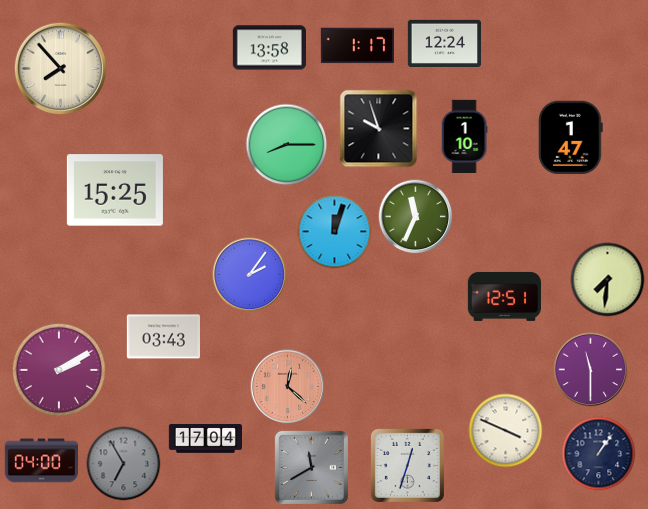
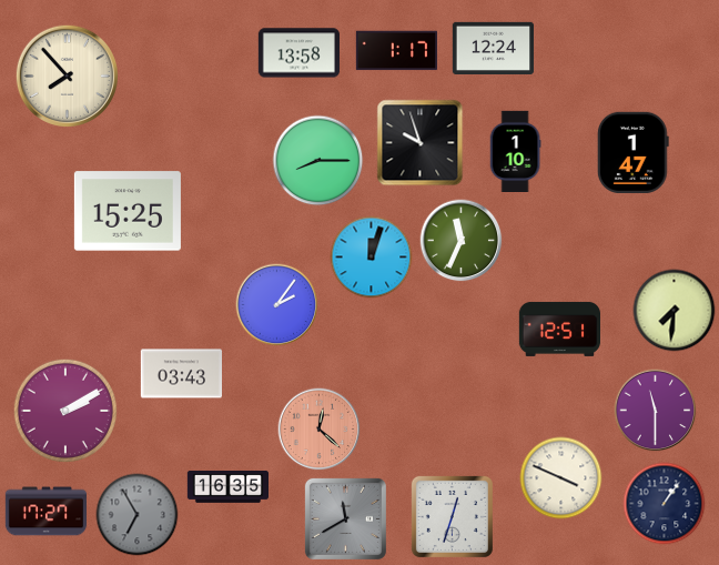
clock at (205, 439): 17:04 -> 16:35
clock at (41, 461): 04:00 -> 17:27
